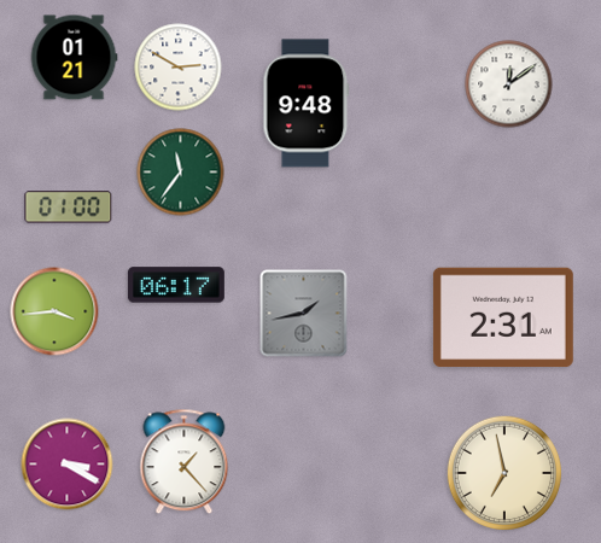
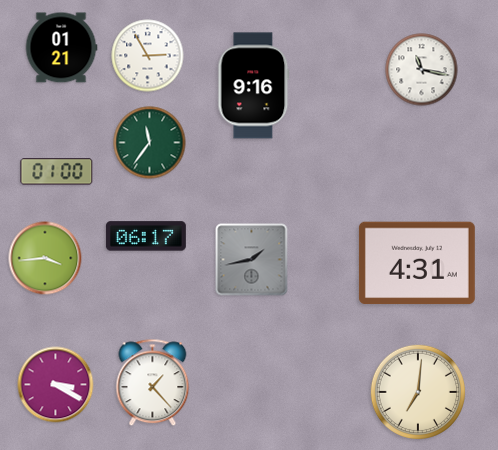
clock at (179, 68): 2:50 -> 2:55
clock at (509, 84): 12:09 -> 11:17
clock at (307, 104): 9:48 -> 9:16
clock at (503, 317): 2:31 -> 4:31
clock at (504, 473): 6:58 -> 7:01
